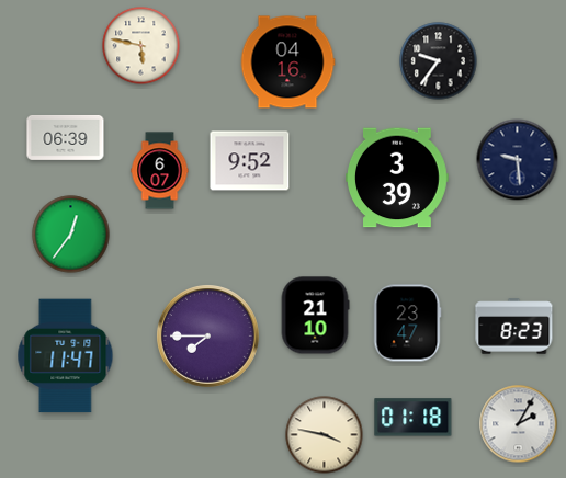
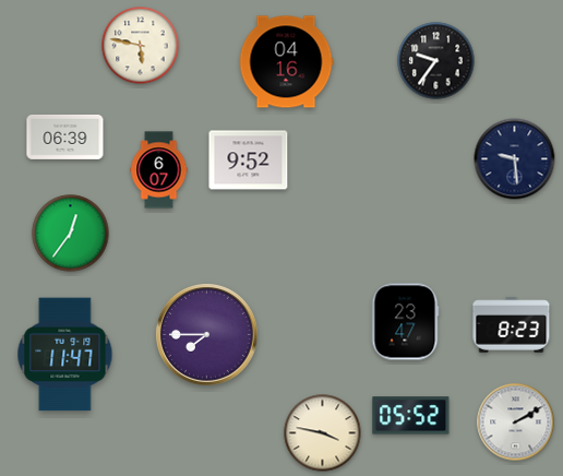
clock at (398, 178): 3:39 -> none
clock at (315, 316): 21:10 -> none
clock at (414, 418): 01:18 -> 05:52
clock at (519, 424): 2:05 -> 2:10
